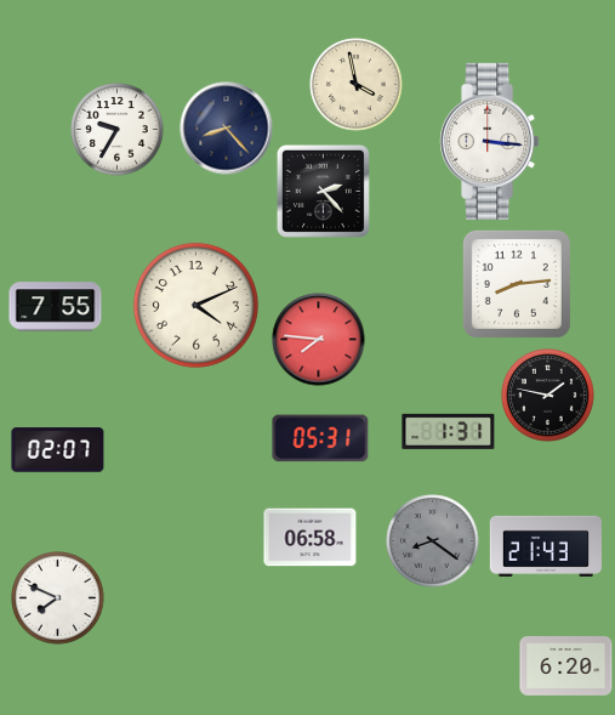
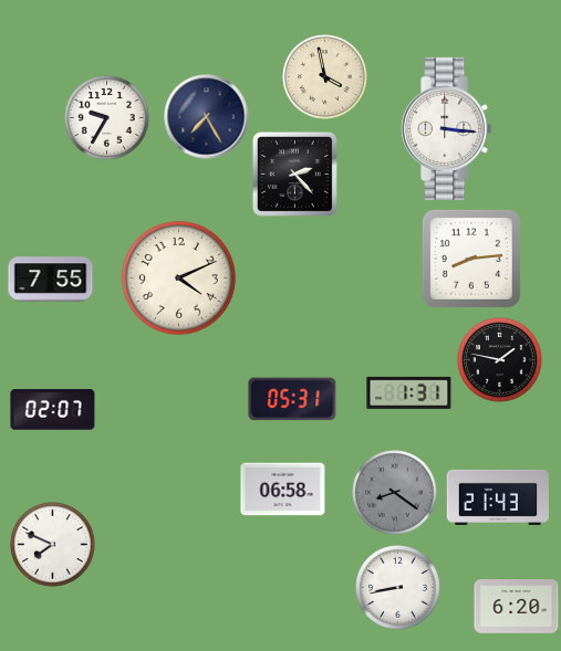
clock at (227, 129): 8:23 -> 7:25
clock at (319, 340): 7:46 -> none
clock at (398, 588): none -> 8:43
